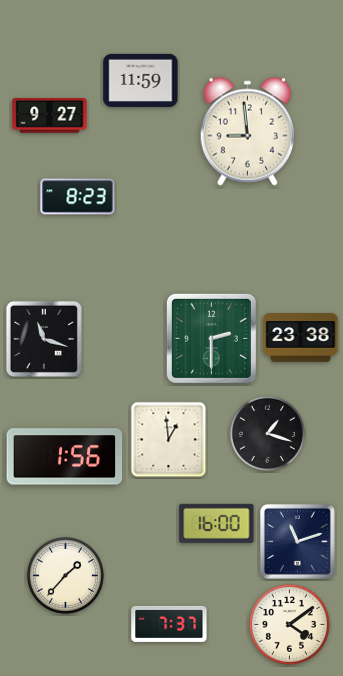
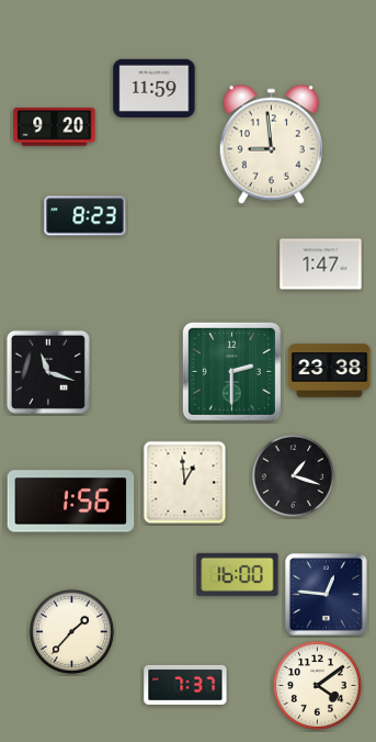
clock at (50, 116): 9:27 -> 9:20
clock at (321, 265): none -> 1:47
clock at (297, 541): 11:12 -> 12:46
